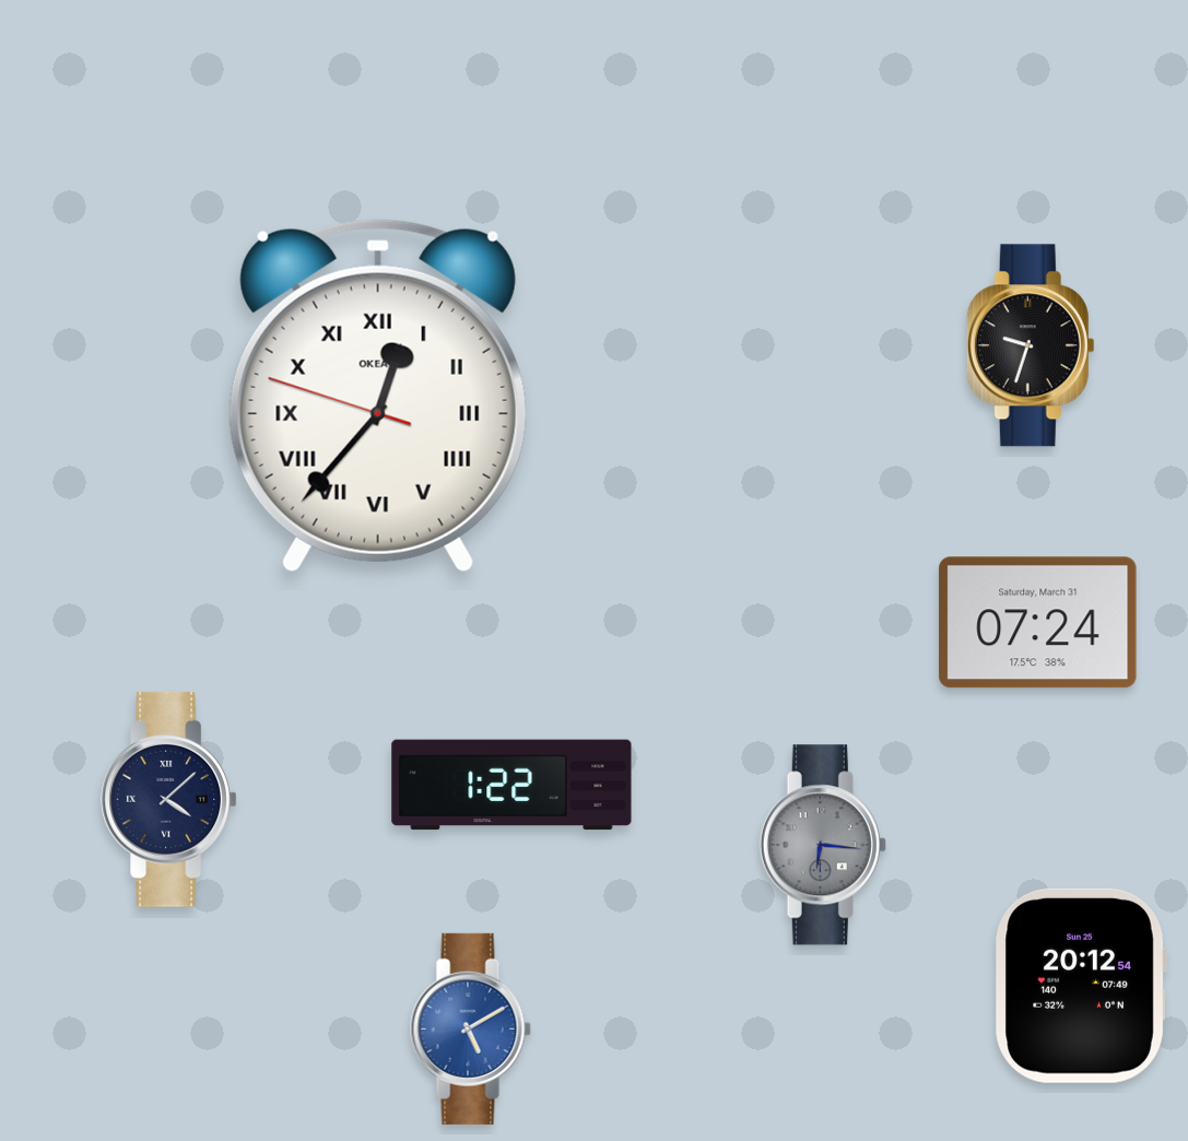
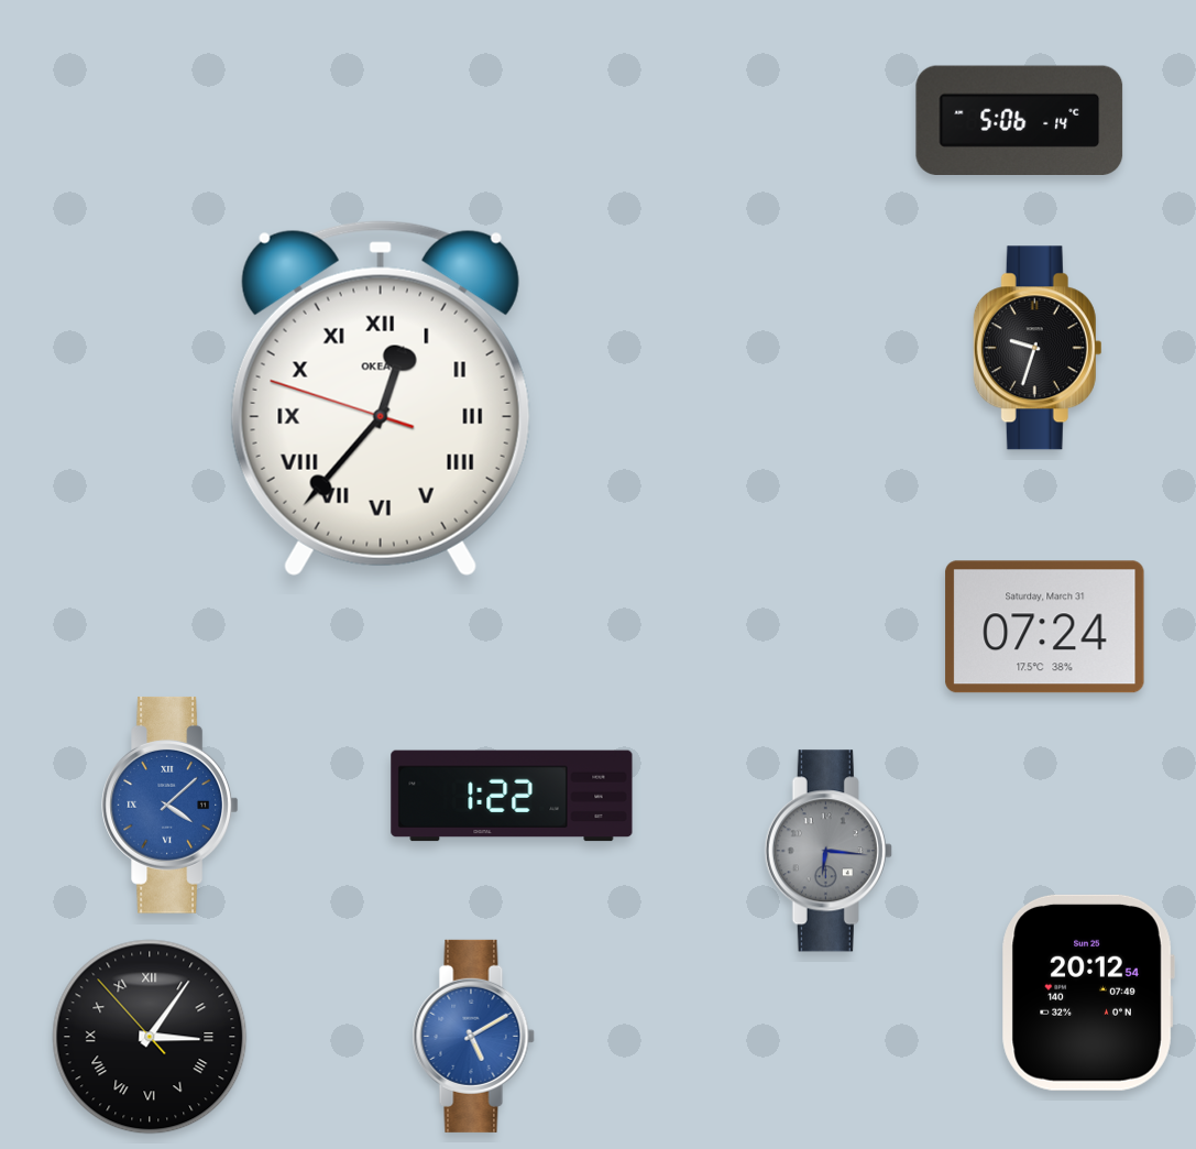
clock at (1020, 120): none -> 5:06
clock at (511, 785) position: (511, 785) -> (512, 796)
clock at (168, 799) dial: navy -> blue
clock at (150, 1037): none -> 3:05
